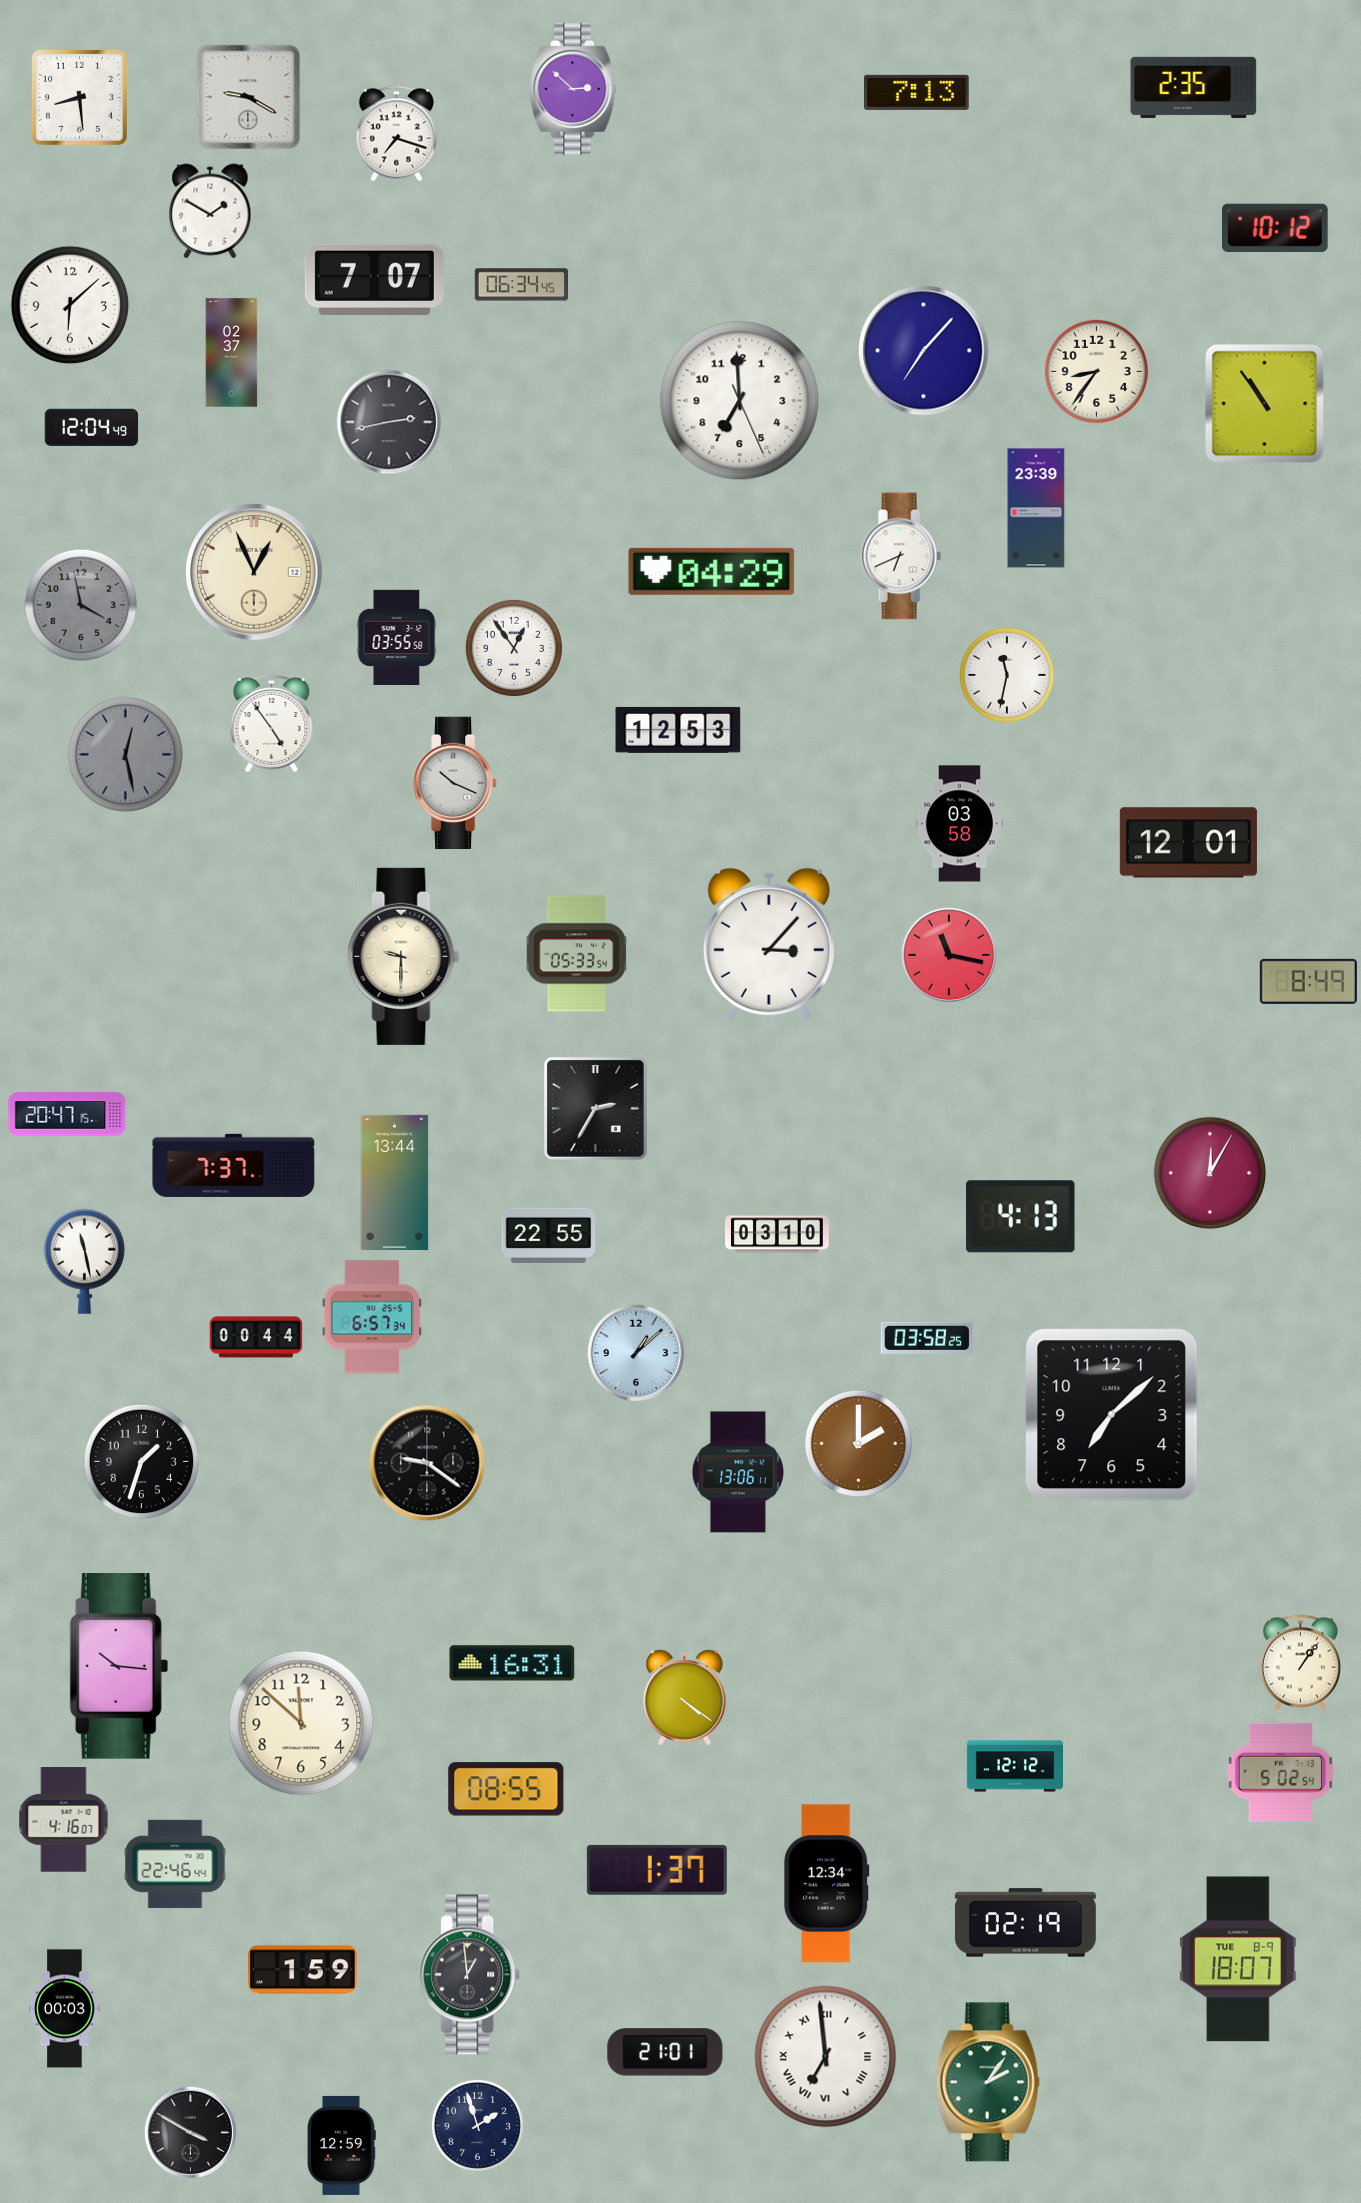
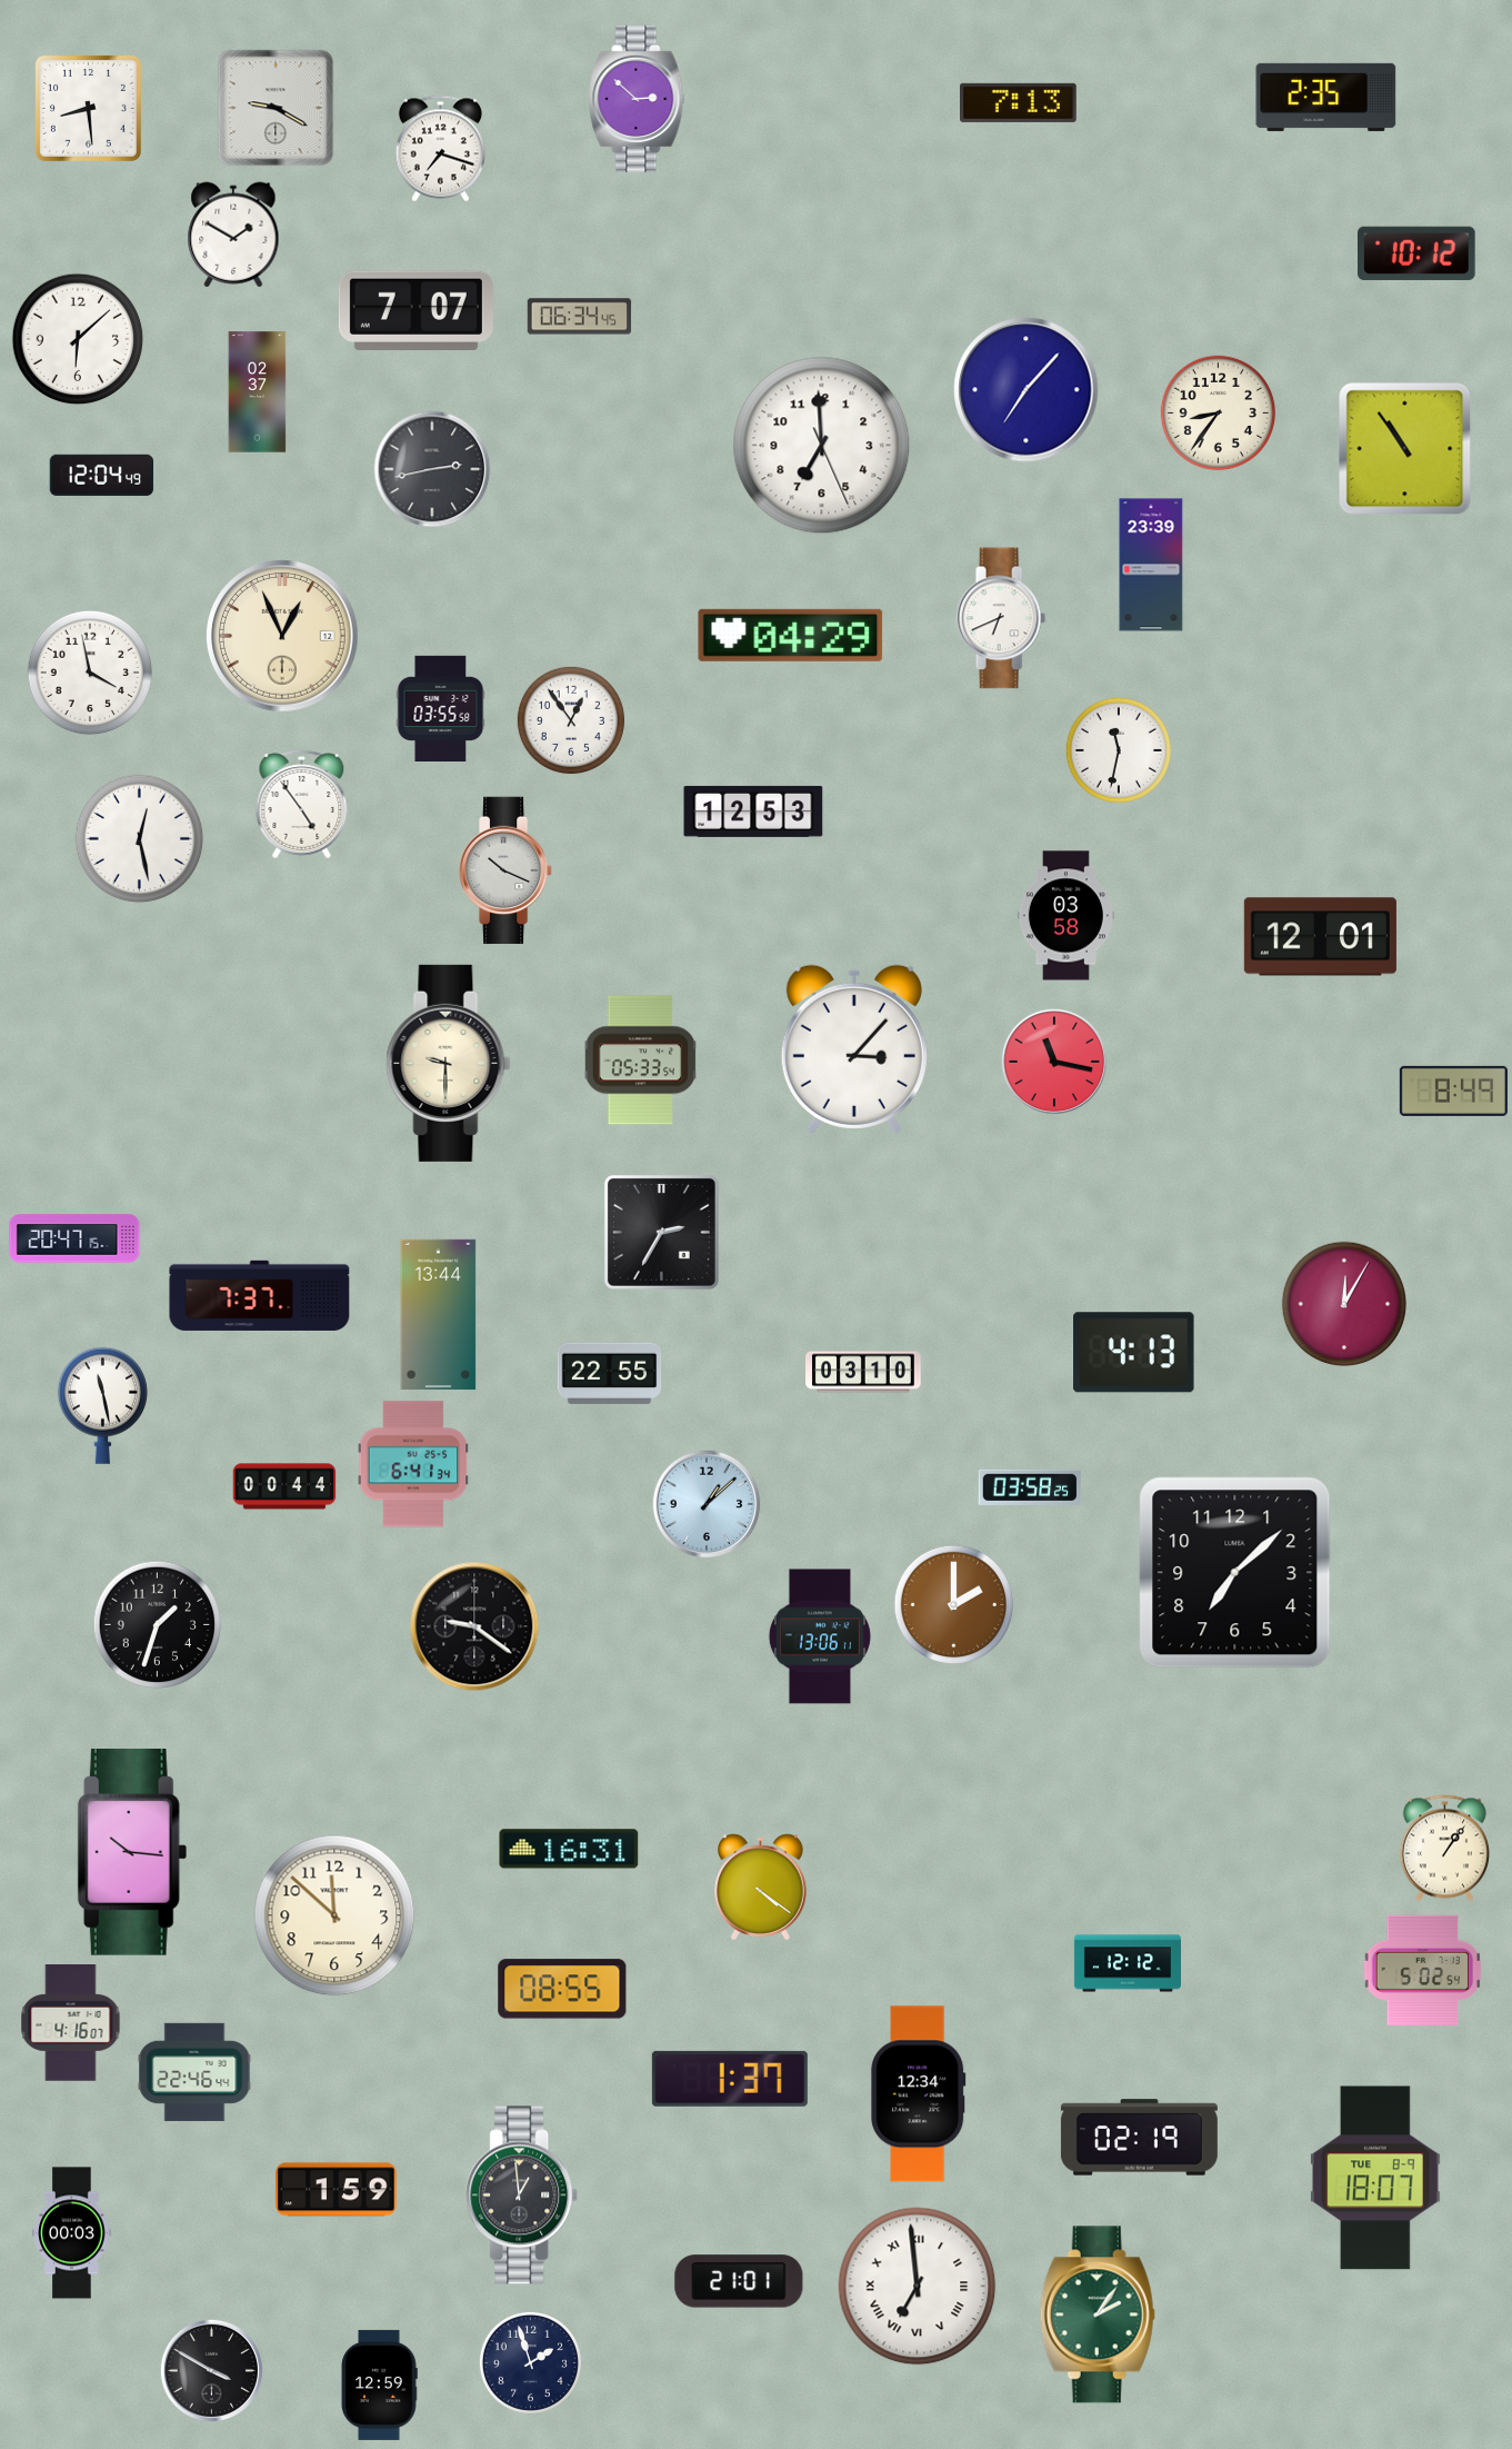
clock at (81, 605) dial: grey -> white
clock at (126, 755) dial: grey -> white
clock at (84, 1261) position: (84, 1261) -> (102, 1405)
clock at (372, 1317): 6:57 -> 6:41
